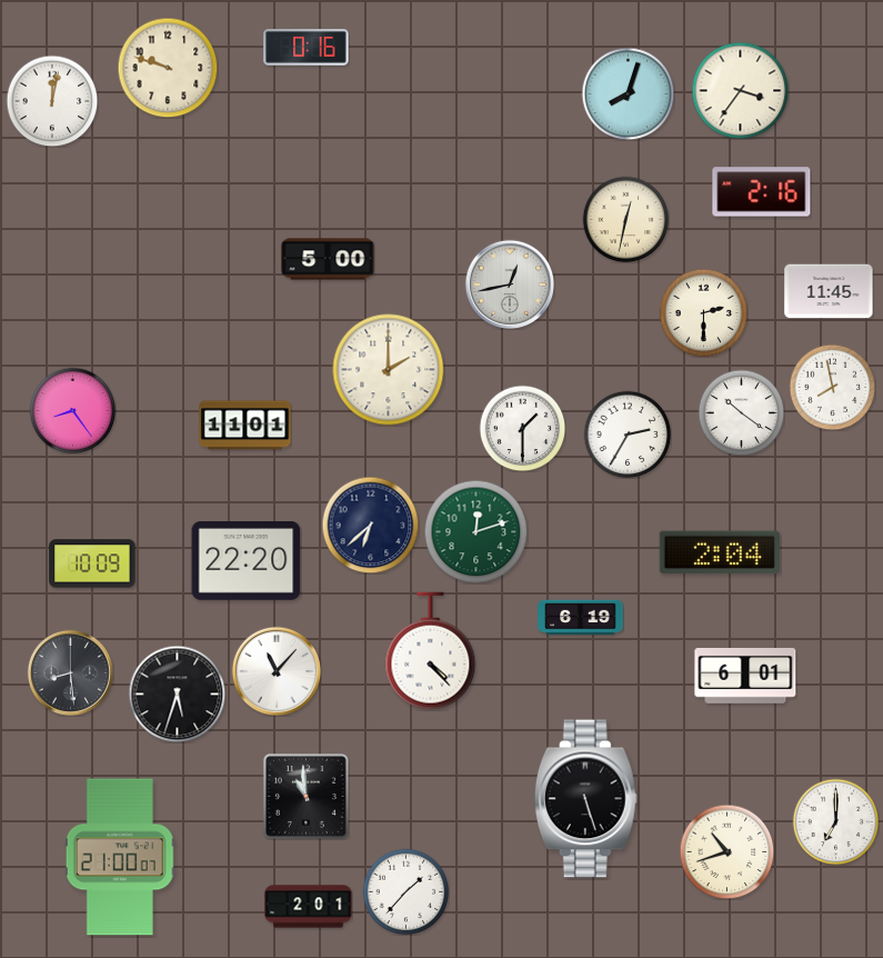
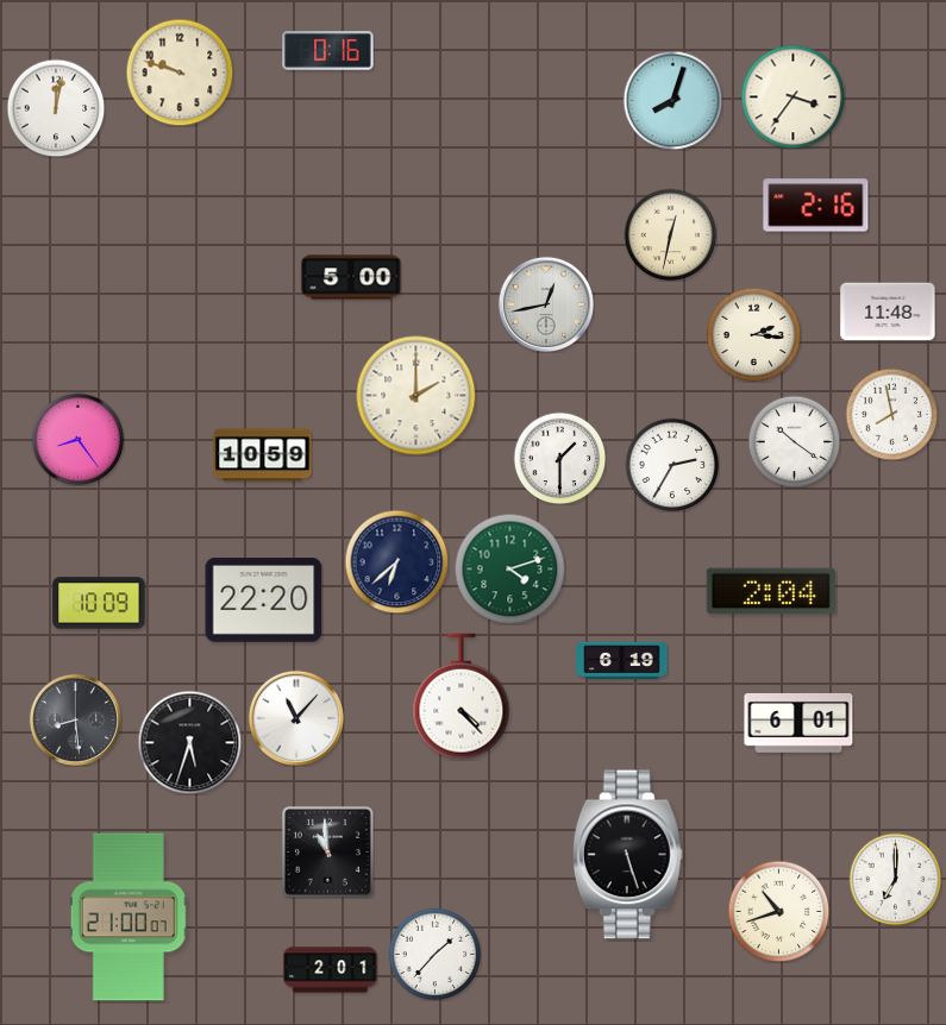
clock at (829, 291): 11:45 -> 11:48
clock at (703, 312): 2:30 -> 2:16
clock at (245, 426): 11:01 -> 10:59
clock at (475, 531): 12:12 -> 4:12
